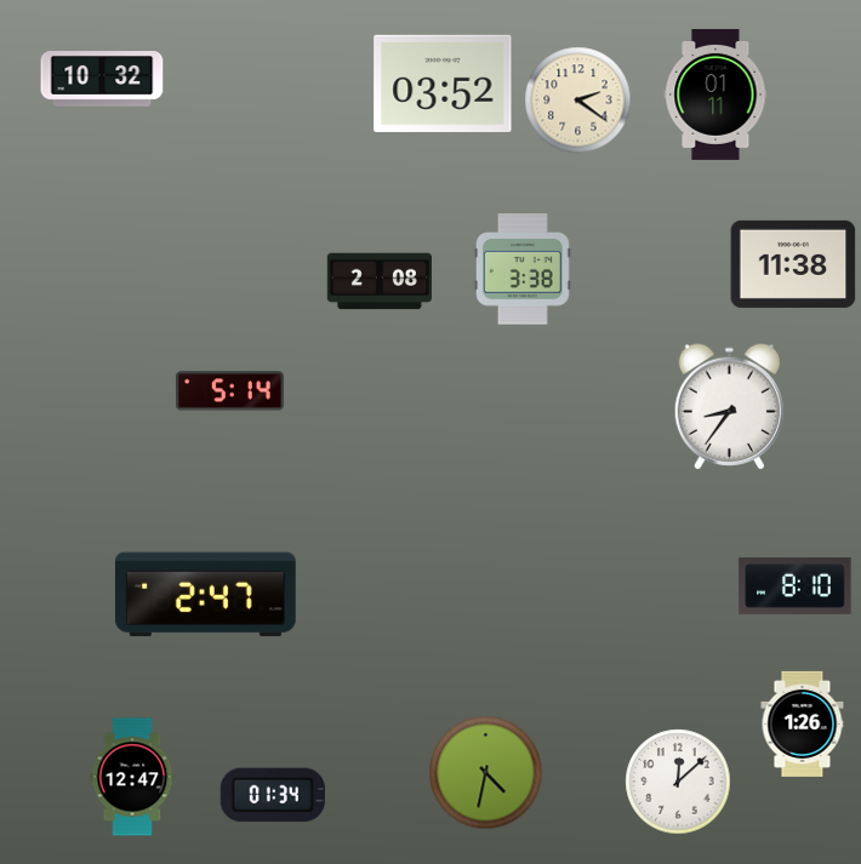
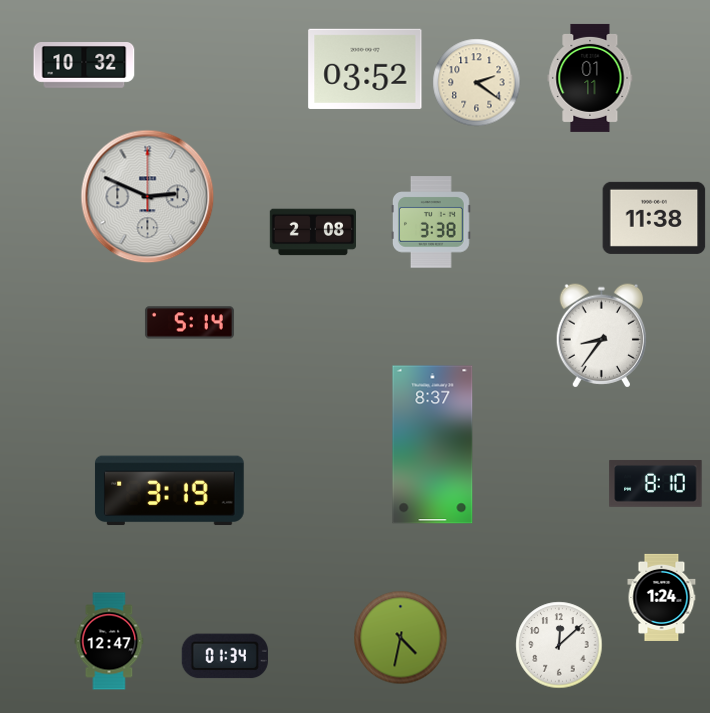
clock at (148, 197): none -> 2:49
clock at (433, 445): none -> 8:37
clock at (205, 595): 2:47 -> 3:19
clock at (803, 723): 1:26 -> 1:24
